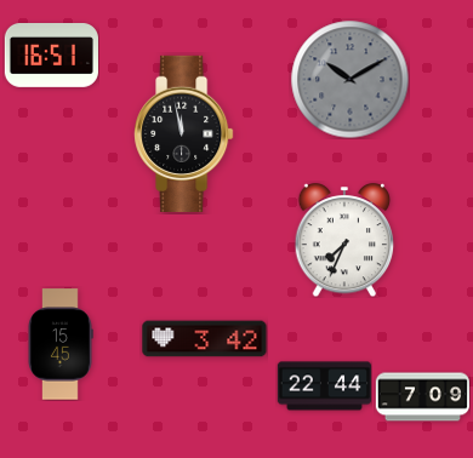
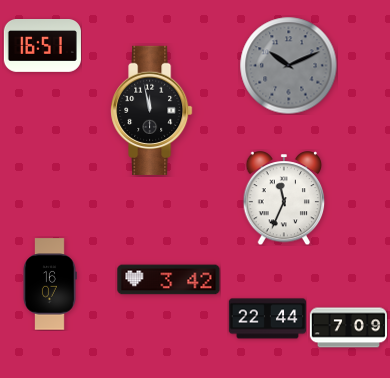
clock at (349, 79): 10:10 -> 10:11
clock at (344, 241): 7:34 -> 11:34
clock at (61, 344): 15:45 -> 16:07
